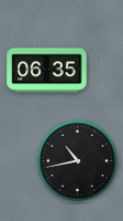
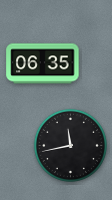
clock at (77, 160): 10:43 -> 11:43
